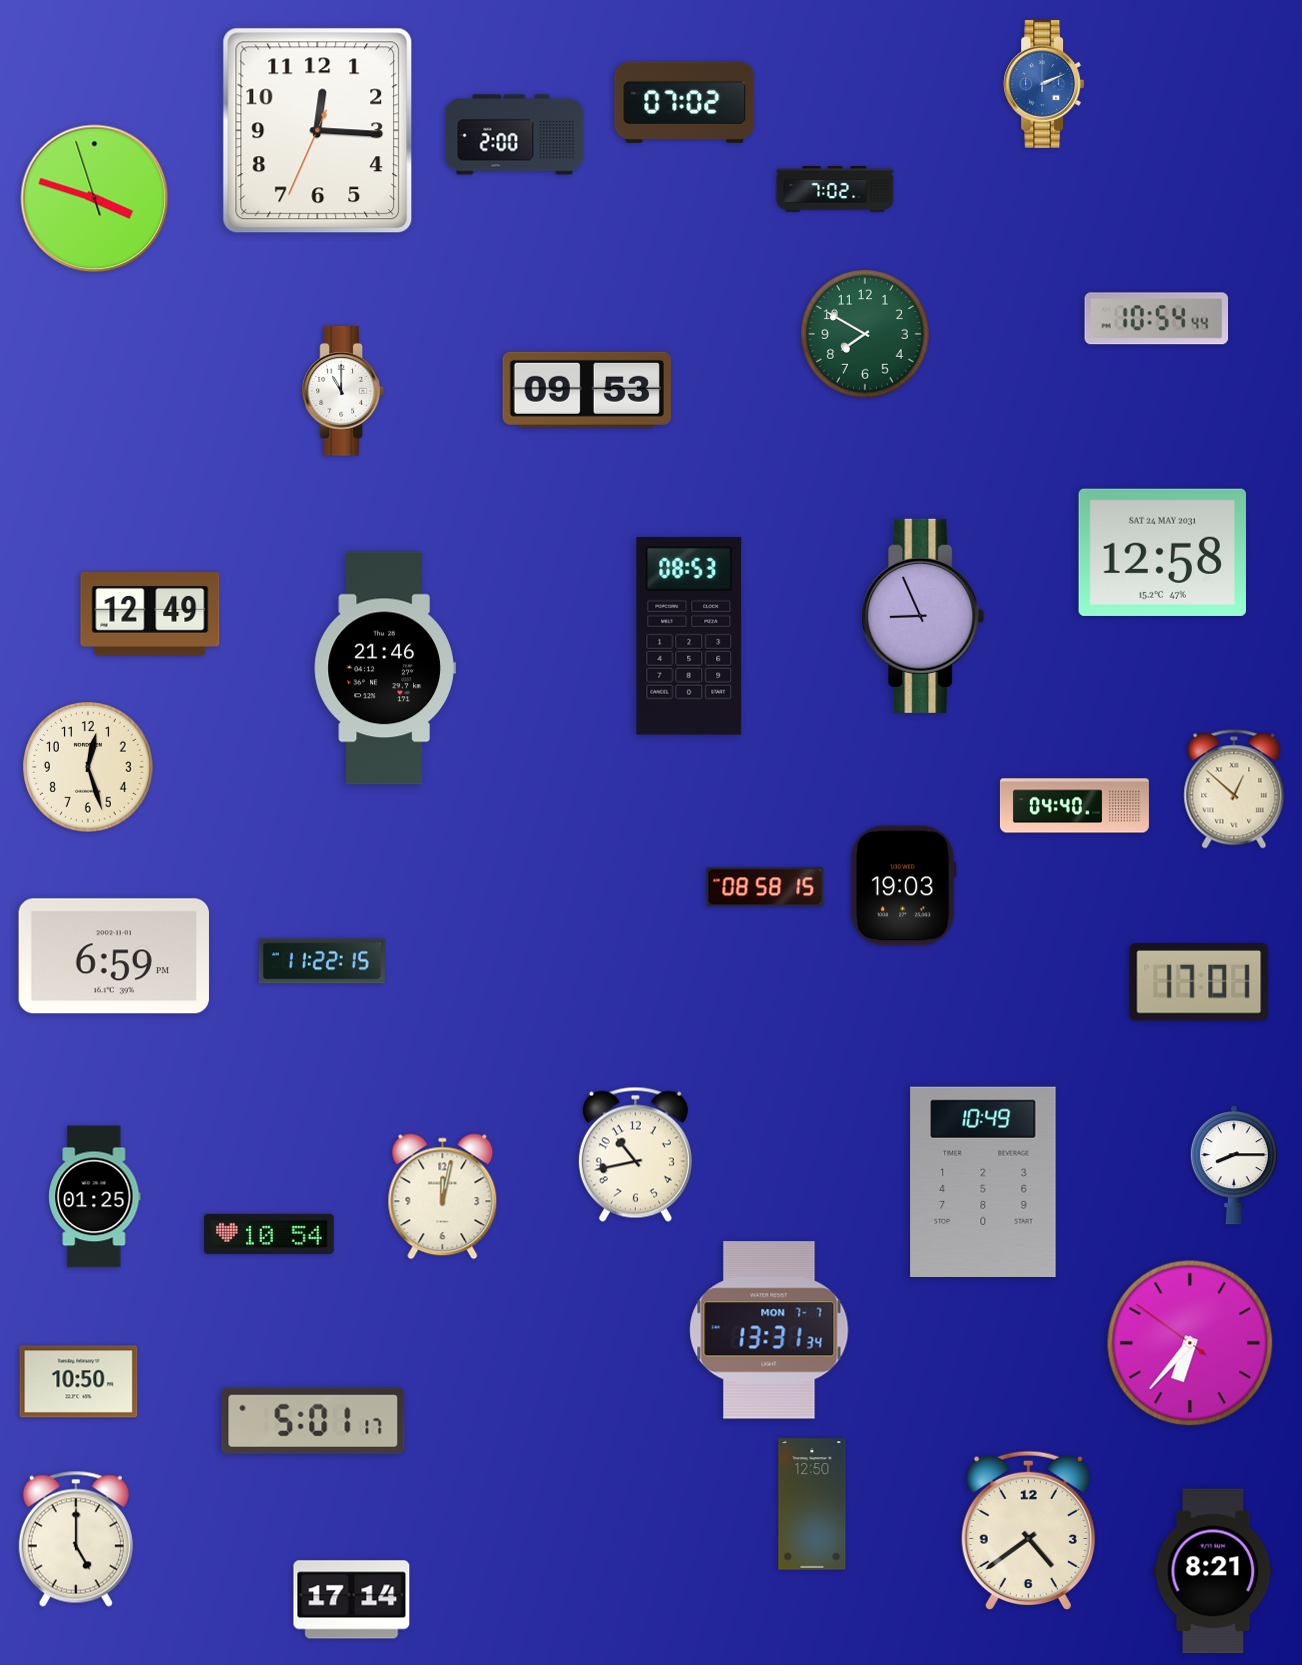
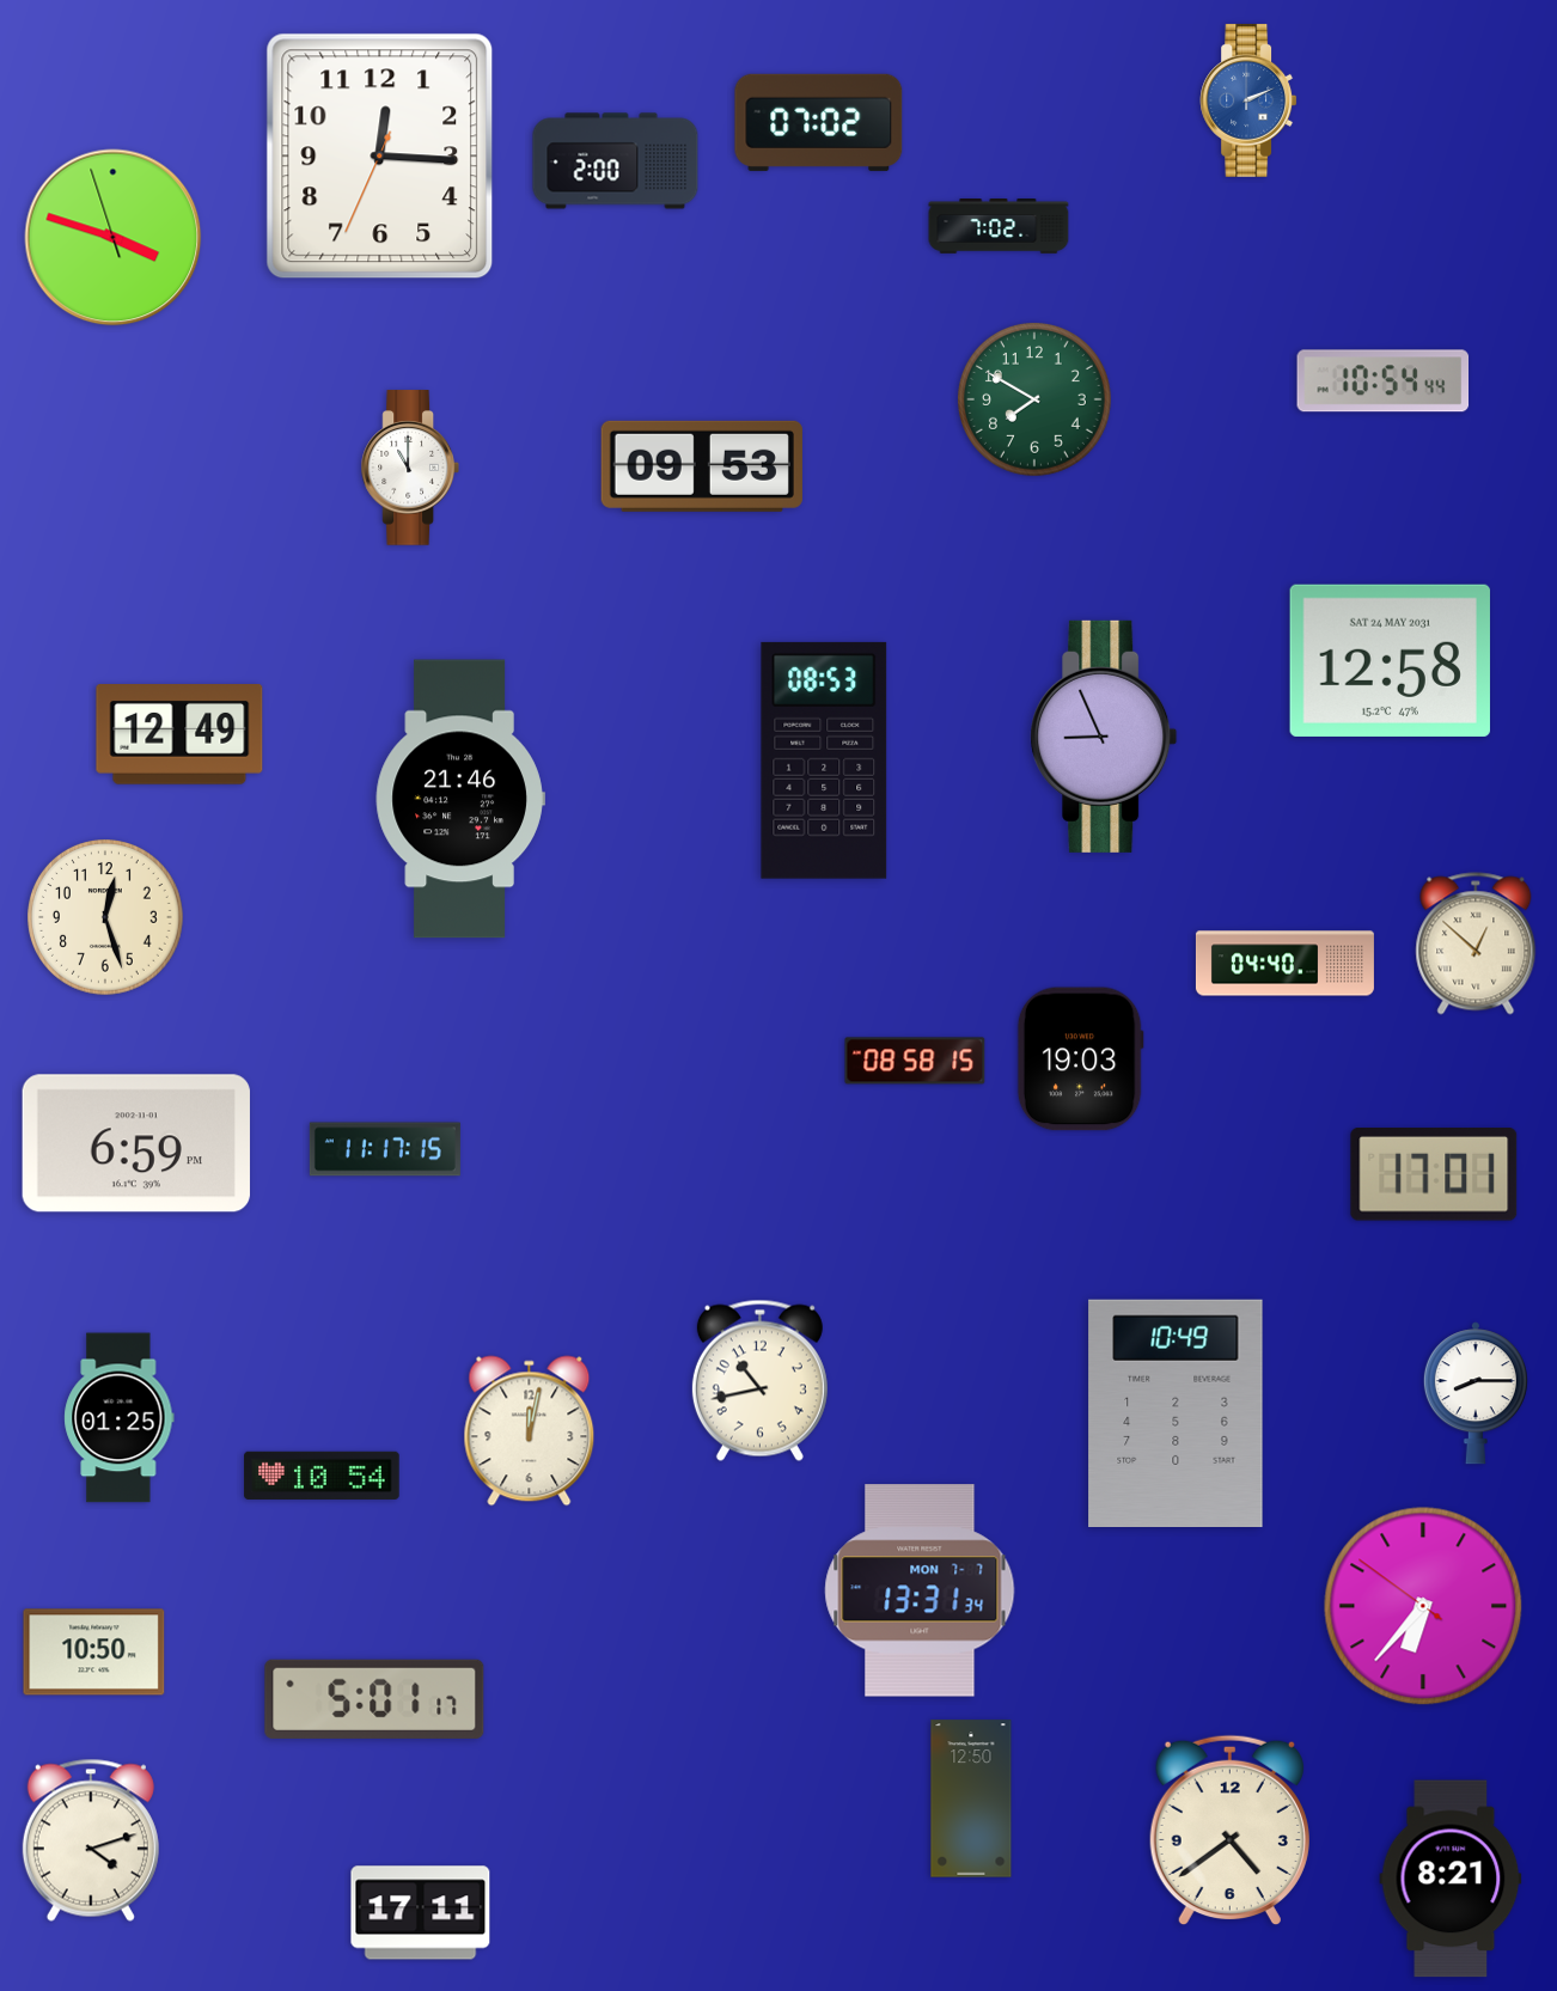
clock at (322, 961): 11:22 -> 11:17
clock at (95, 1197) position: (95, 1197) -> (120, 1418)
clock at (76, 1539): 5:00 -> 4:12
clock at (352, 1600): 17:14 -> 17:11
